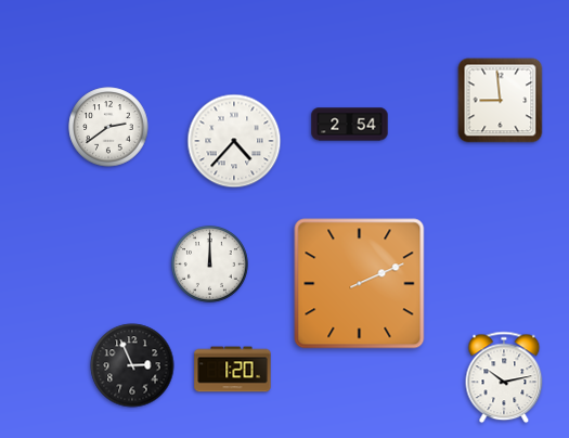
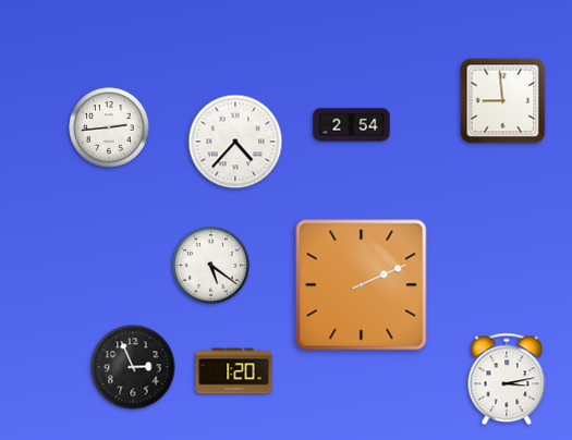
clock at (108, 127): 2:39 -> 2:44
clock at (210, 265): 12:00 -> 5:21
clock at (504, 377): 10:13 -> 3:13
